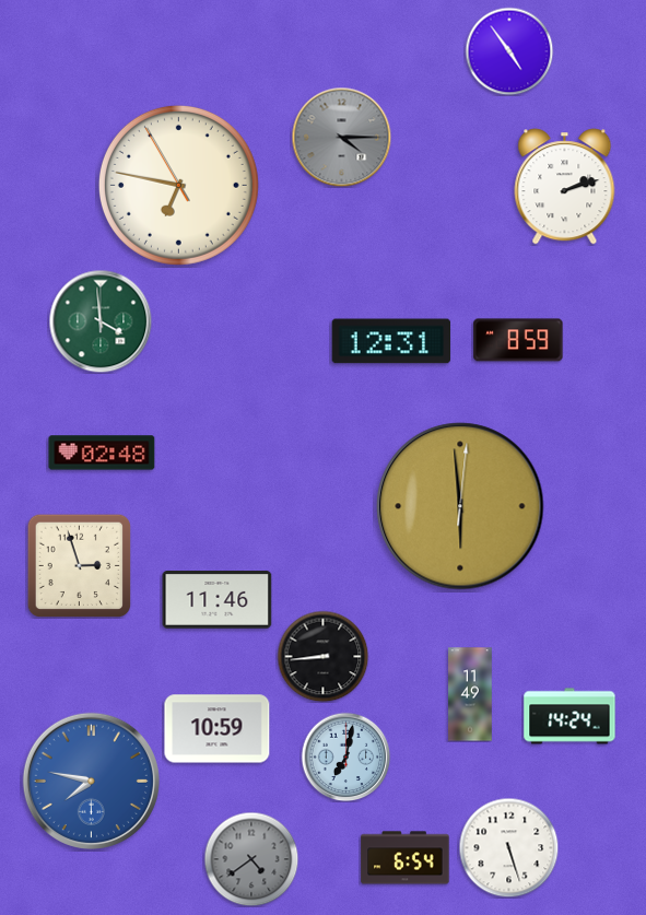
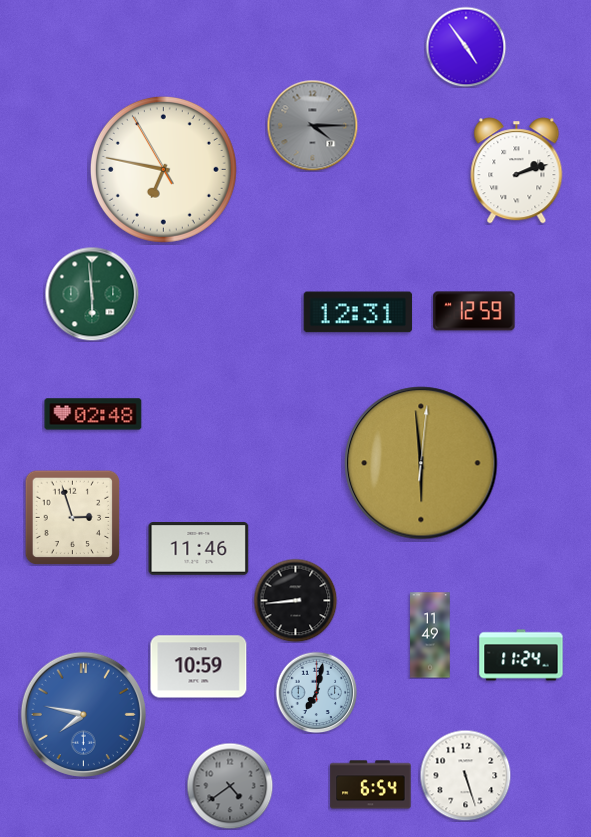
clock at (101, 321): 3:59 -> 5:59
clock at (518, 340): 8:59 -> 12:59
clock at (569, 716): 14:24 -> 11:24
